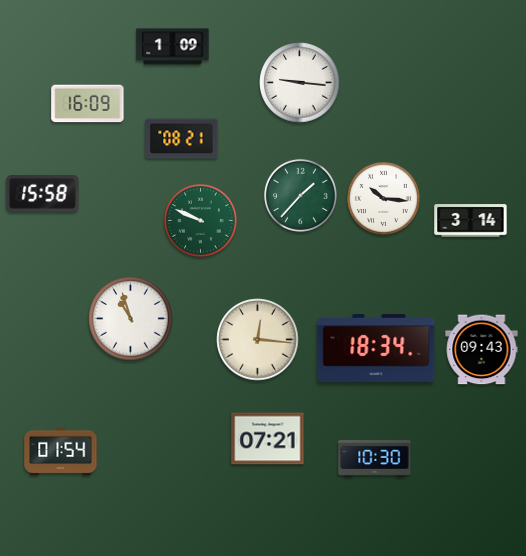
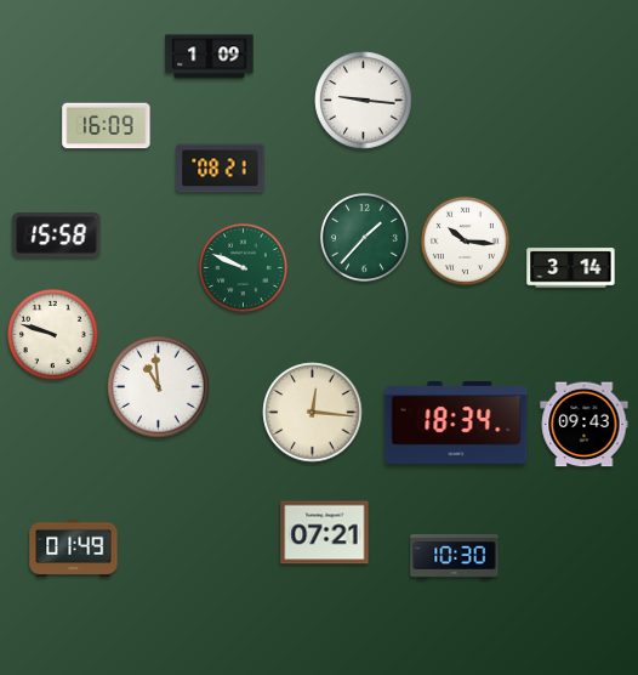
clock at (43, 194) position: (43, 194) -> (57, 236)
clock at (52, 334): none -> 9:48
clock at (131, 319): 10:57 -> 10:59
clock at (61, 452): 01:54 -> 01:49
